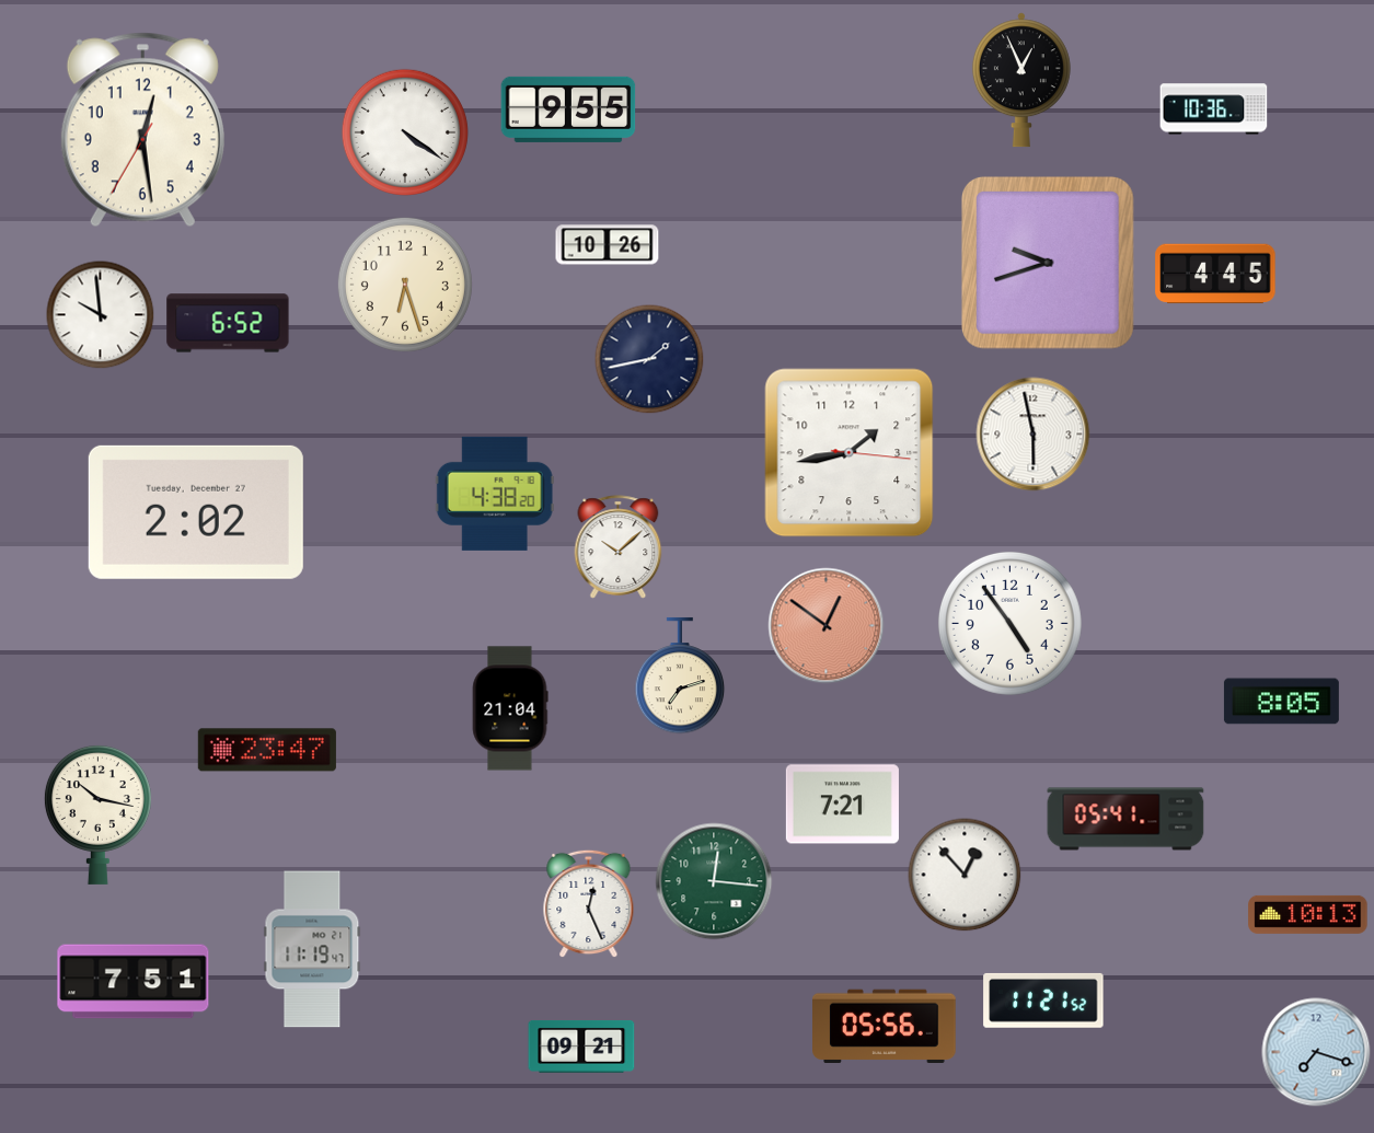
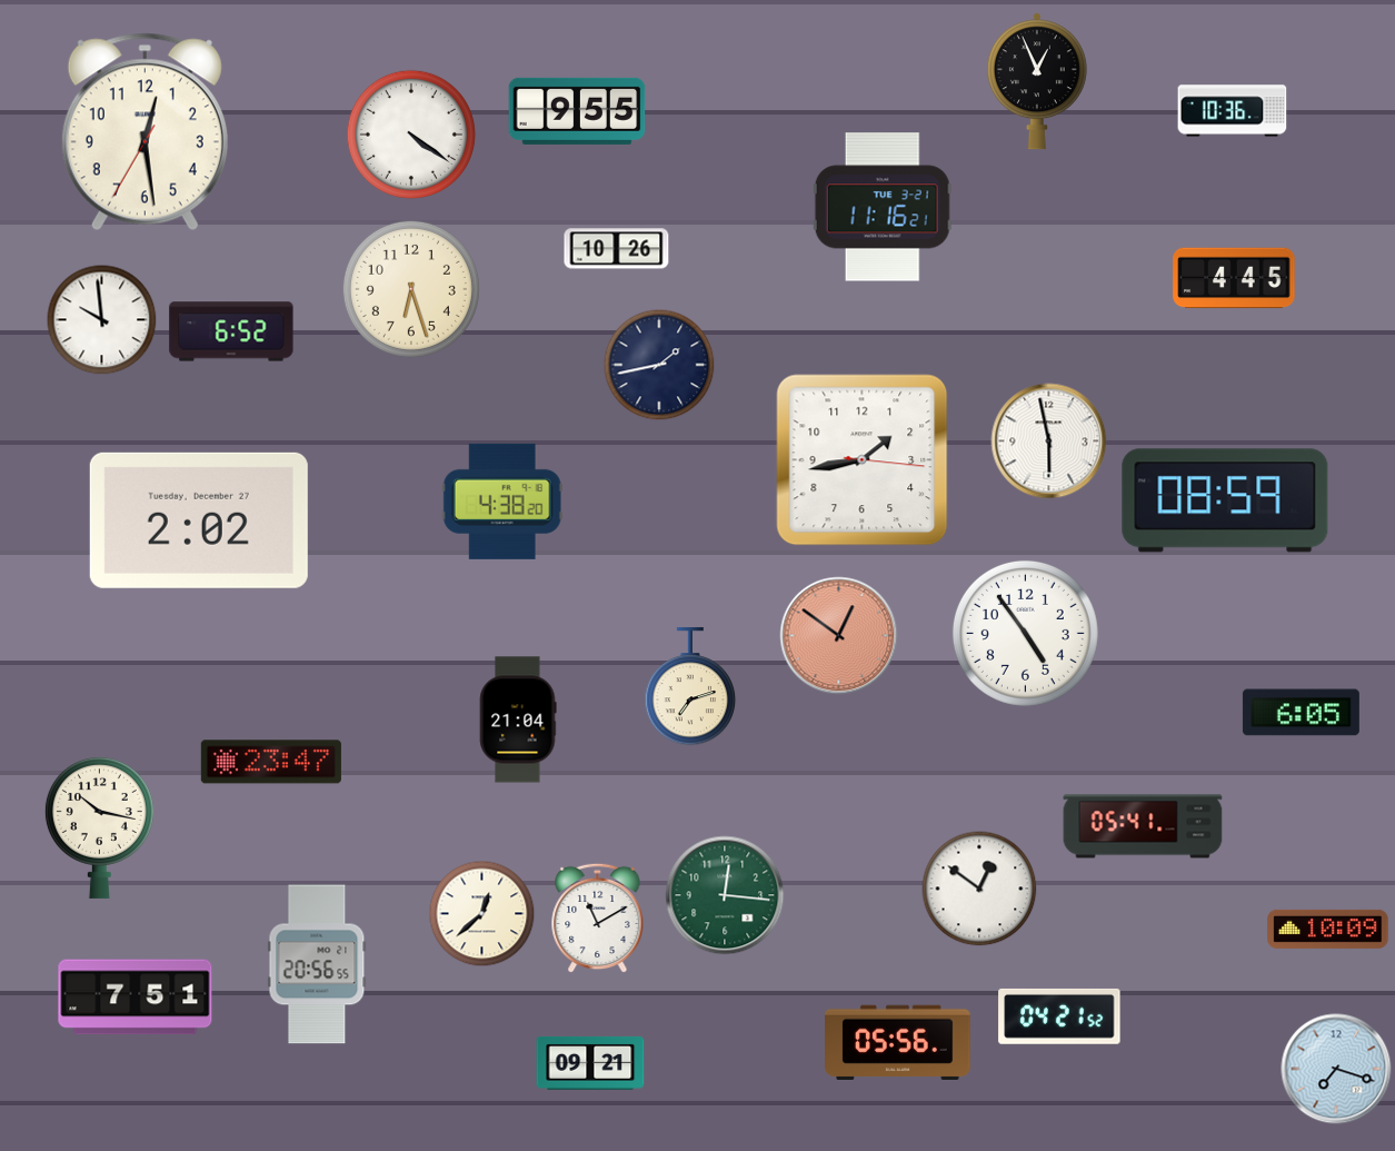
clock at (883, 207): none -> 11:16
clock at (1048, 263): 9:42 -> none
clock at (228, 323) position: (228, 323) -> (231, 331)
clock at (1225, 500): none -> 08:59
clock at (619, 547): 10:08 -> none
clock at (1281, 702): 8:05 -> 6:05
clock at (842, 805): 7:21 -> none
clock at (1125, 819) position: (1125, 819) -> (1143, 826)
clock at (965, 875): 12:53 -> 12:51
clock at (482, 914): none -> 12:38
clock at (589, 904): 12:26 -> 11:10
clock at (1308, 914): 10:13 -> 10:09
clock at (312, 949): 11:19 -> 20:56
clock at (1043, 1001): 11:21 -> 04:21
